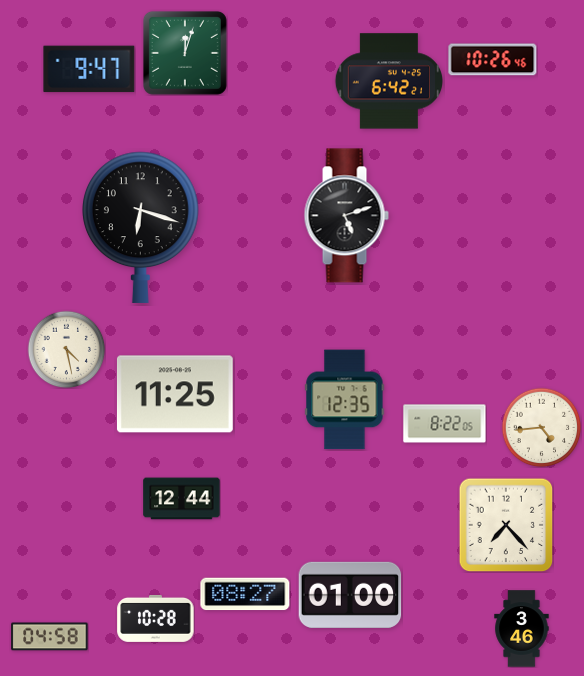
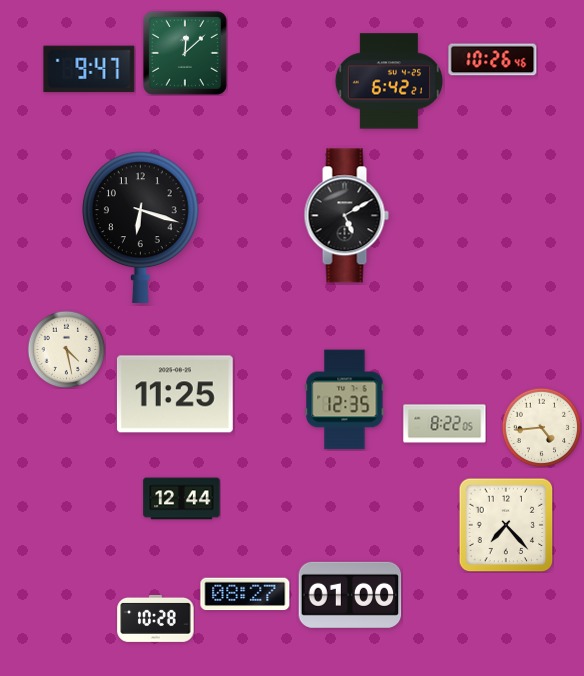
clock at (185, 53): 12:03 -> 12:08
clock at (346, 216): 5:12 -> 5:10
clock at (522, 629): 3:46 -> none
clock at (50, 637): 04:58 -> none
